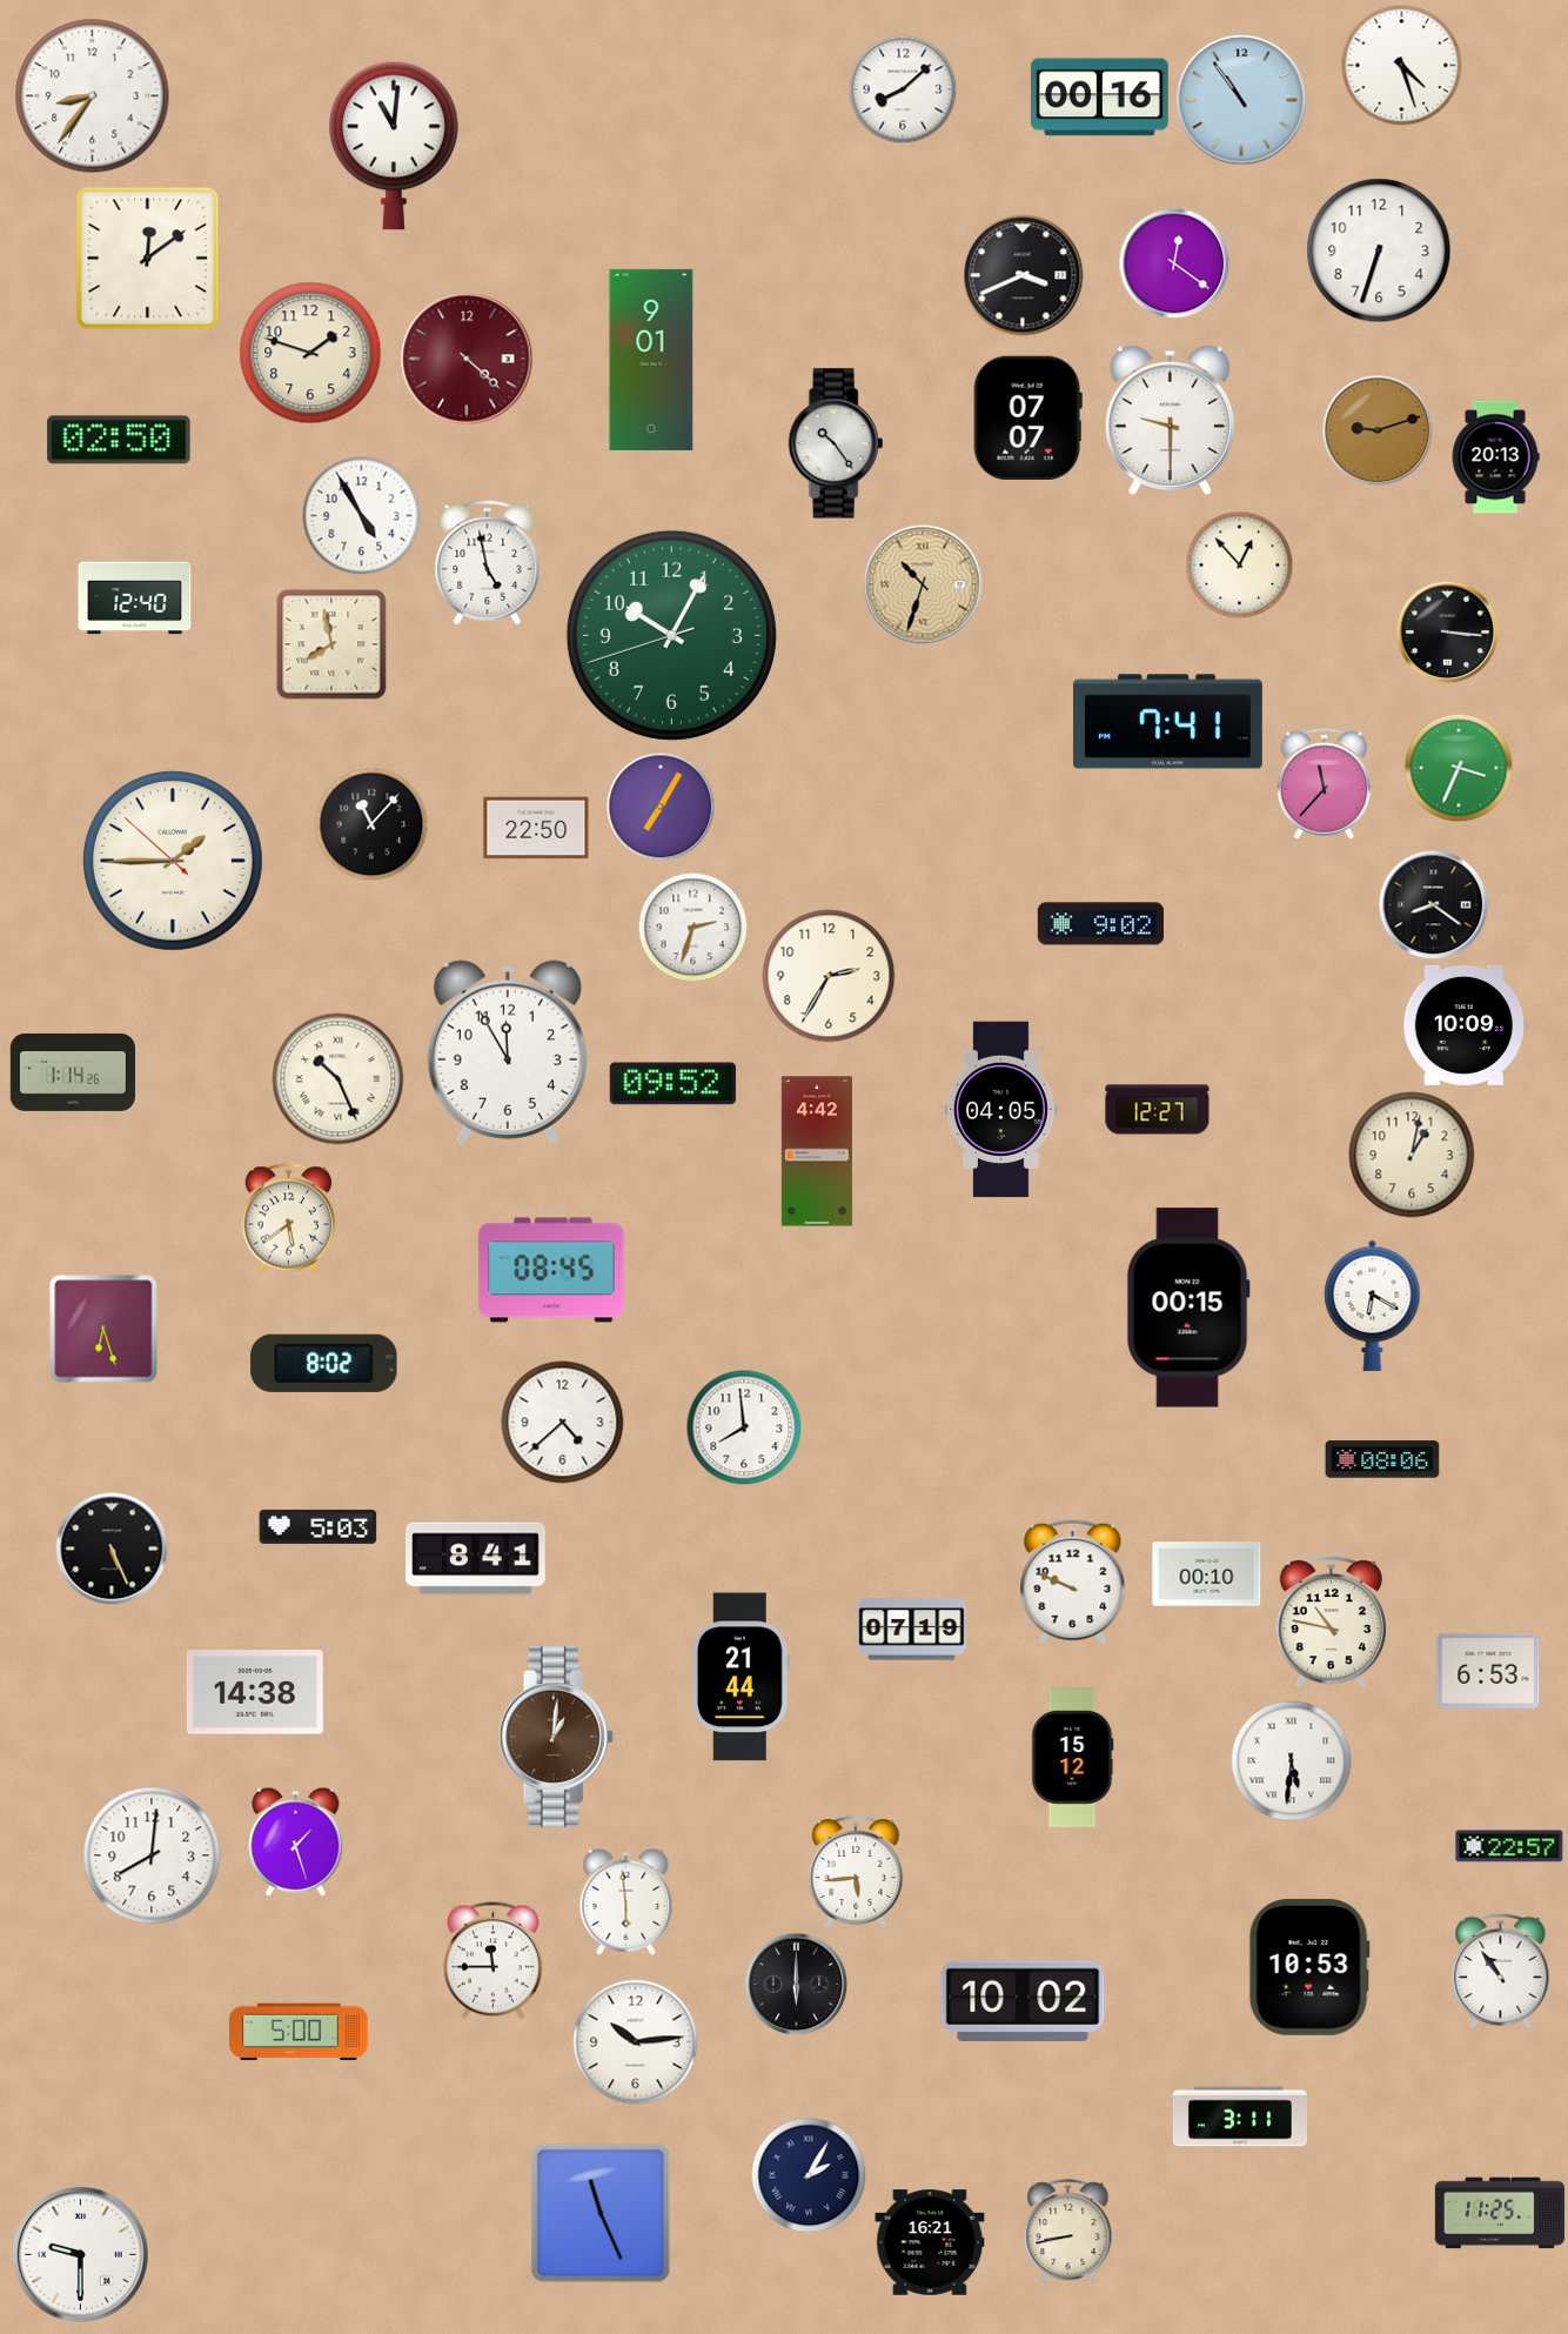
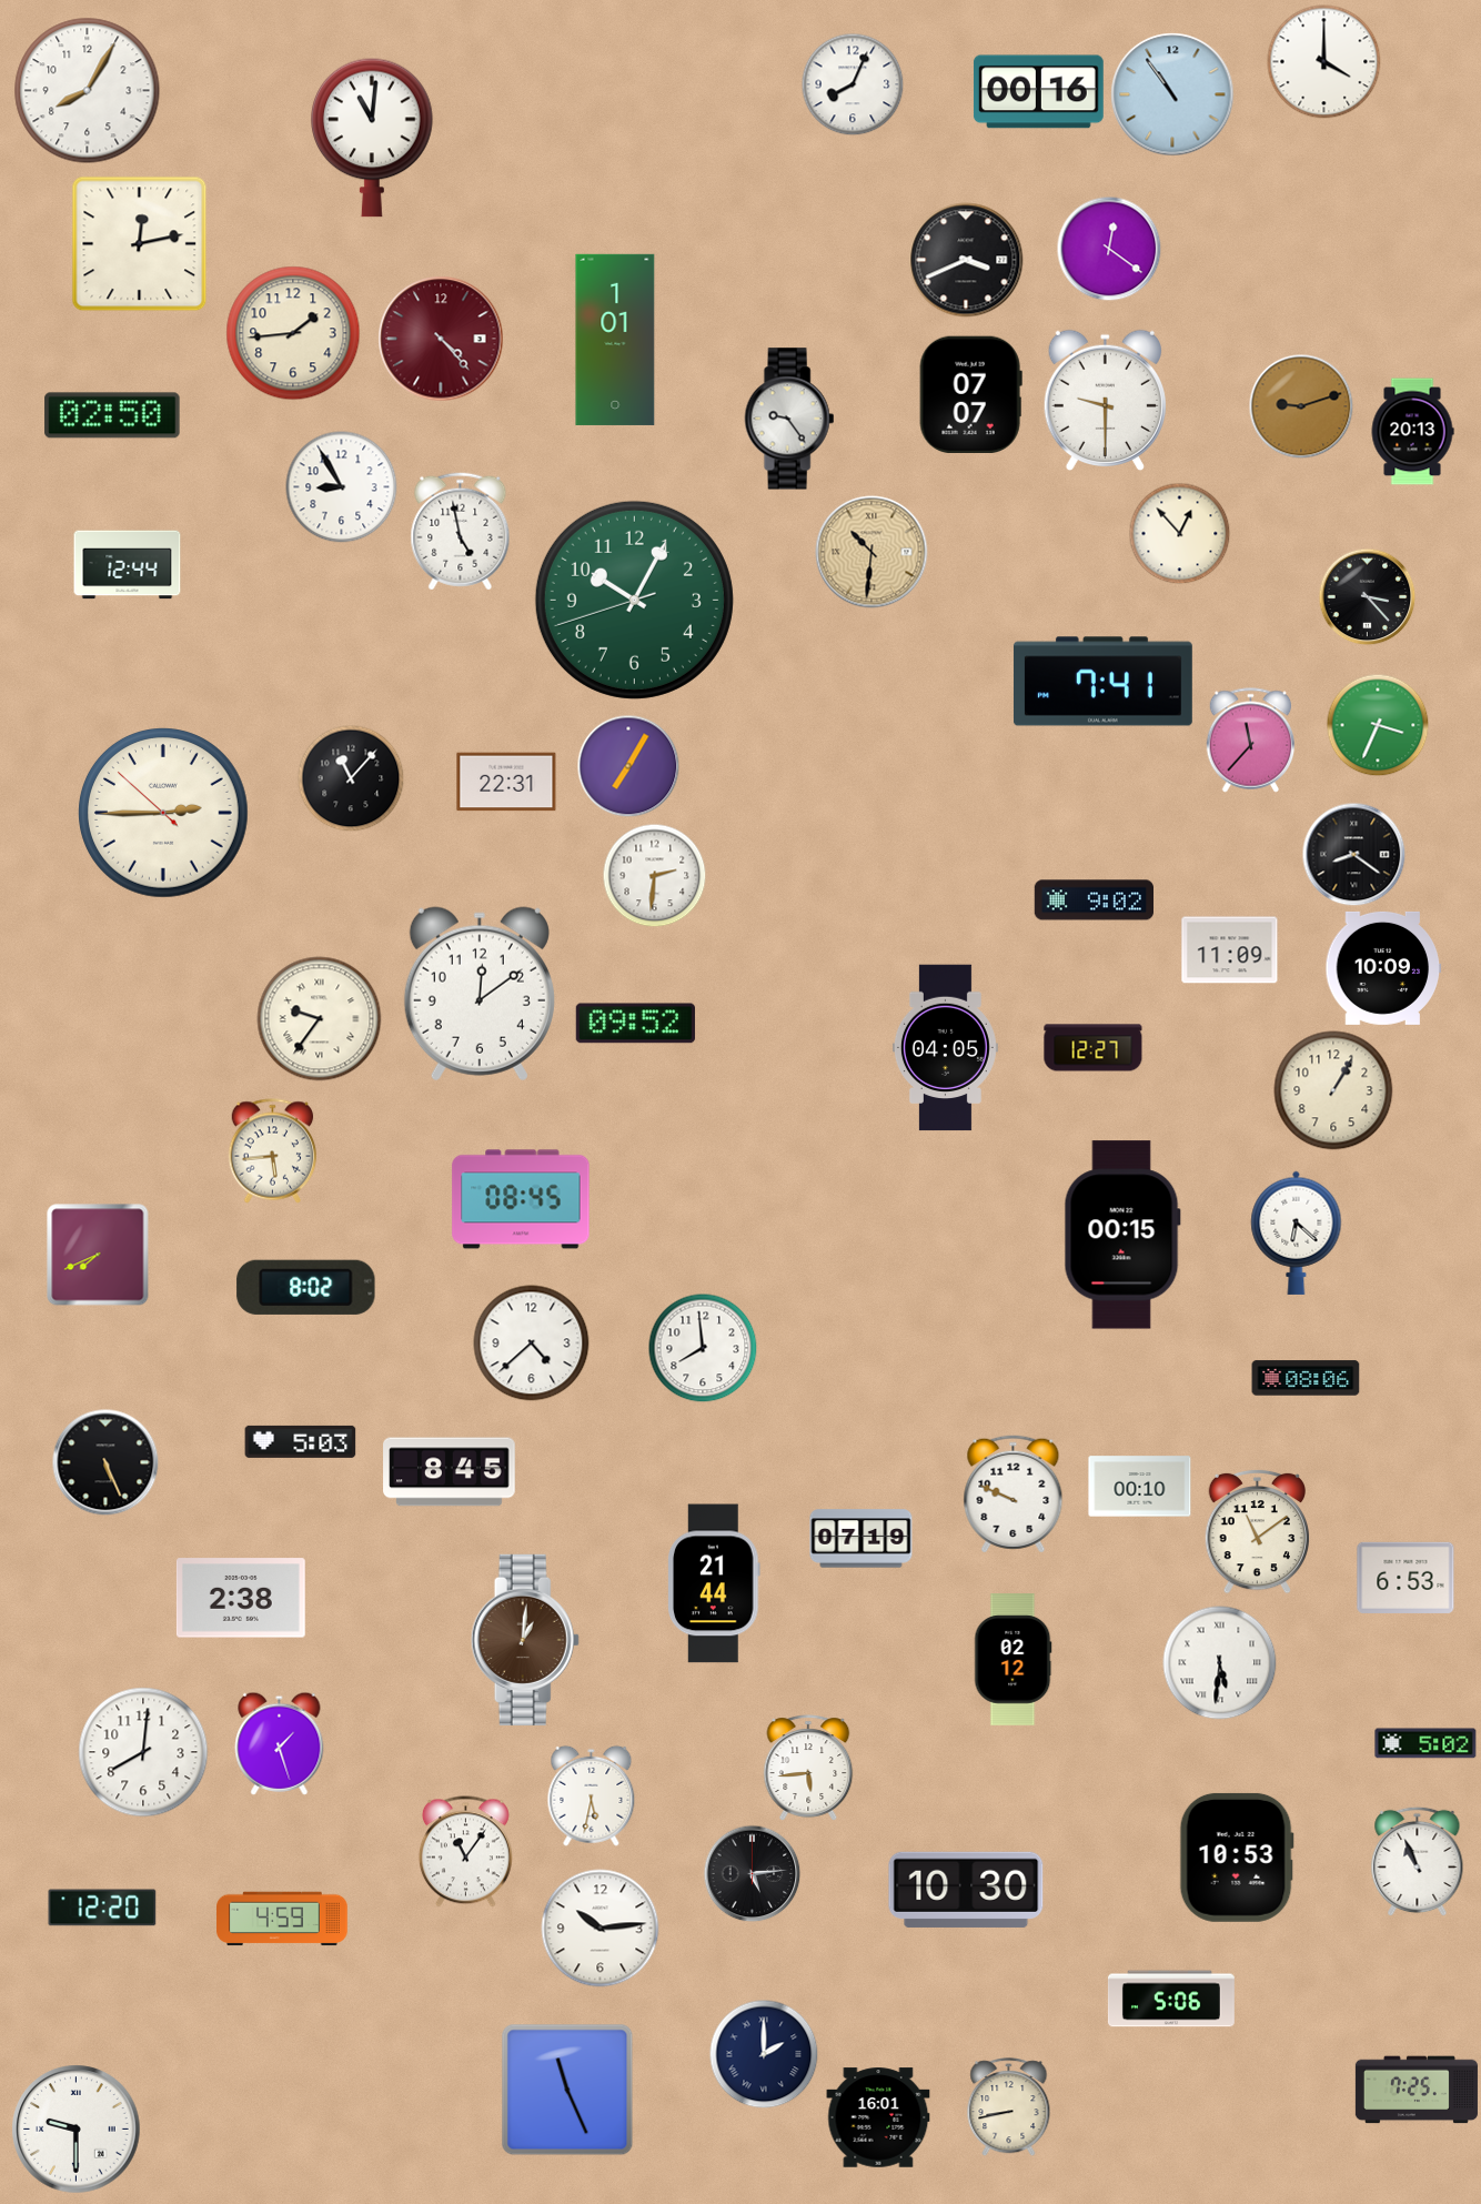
clock at (1402, 66): 4:27 -> 4:00
clock at (903, 89): 8:08 -> 8:04
clock at (93, 96): 8:36 -> 8:05
clock at (1379, 250): 6:33 -> none
clock at (148, 259): 12:09 -> 12:13
clock at (310, 353): 1:48 -> 1:44
clock at (467, 359): 4:22 -> 4:23
clock at (651, 360): 9:01 -> 1:01
clock at (1170, 421) position: (1170, 421) -> (1105, 401)
clock at (836, 443): 10:24 -> 9:24
clock at (362, 516): 4:55 -> 8:55
clock at (1239, 564) position: (1239, 564) -> (1179, 533)
clock at (923, 584): 10:33 -> 10:31
clock at (135, 598): 12:40 -> 12:44
clock at (1447, 631): 3:16 -> 3:23
clock at (331, 644): 7:58 -> none
clock at (661, 807) position: (661, 807) -> (628, 766)
clock at (536, 828): 22:50 -> 22:31
clock at (174, 862): 1:44 -> 2:44
clock at (1100, 924) position: (1100, 924) -> (1094, 900)
clock at (692, 927): 2:33 -> 2:31
clock at (829, 976): 2:35 -> none
clock at (1230, 950): none -> 11:09
clock at (508, 1052): 11:55 -> 12:09
clock at (73, 1072): 1:14 -> none
clock at (339, 1079): 10:26 -> 9:36
clock at (817, 1151): 4:42 -> none
clock at (1412, 1155): 1:02 -> 1:05
clock at (289, 1219): 5:39 -> 5:44
clock at (1373, 1305): 6:20 -> 6:22
clock at (103, 1329): 6:27 -> 7:41
clock at (476, 1559): 8:41 -> 8:45
clock at (1331, 1621): 10:47 -> 11:09
clock at (742, 1677) position: (742, 1677) -> (715, 1583)
clock at (255, 1692): 14:38 -> 2:38
clock at (1073, 1758): 15:12 -> 02:12
clock at (296, 1841) position: (296, 1841) -> (280, 1743)
clock at (1509, 1846): 22:57 -> 5:02
clock at (626, 1901): 5:59 -> 5:32
clock at (492, 1961): 11:45 -> 11:06
clock at (1501, 1971): 10:54 -> 10:56
clock at (796, 1984): 6:00 -> 5:14
clock at (1023, 2001): 10:02 -> 10:30
clock at (102, 1908): none -> 12:20
clock at (299, 2032): 5:00 -> 4:59
clock at (1240, 2116): 3:11 -> 5:06
clock at (809, 2175): 2:05 -> 2:00
clock at (1500, 2213): 11:25 -> 7:25
clock at (930, 2242): 16:21 -> 16:01
